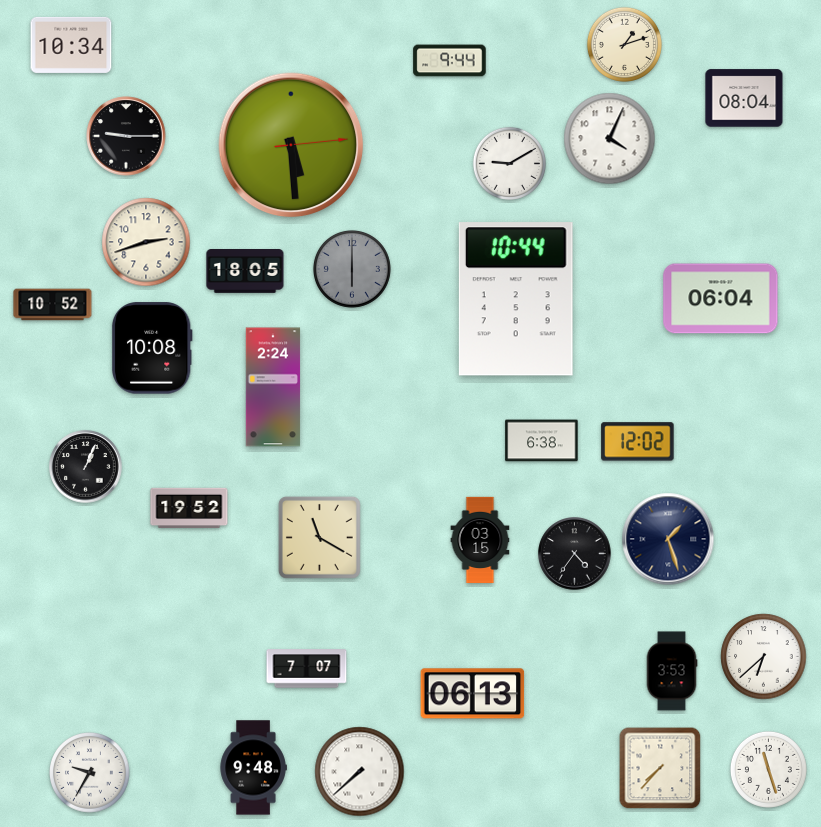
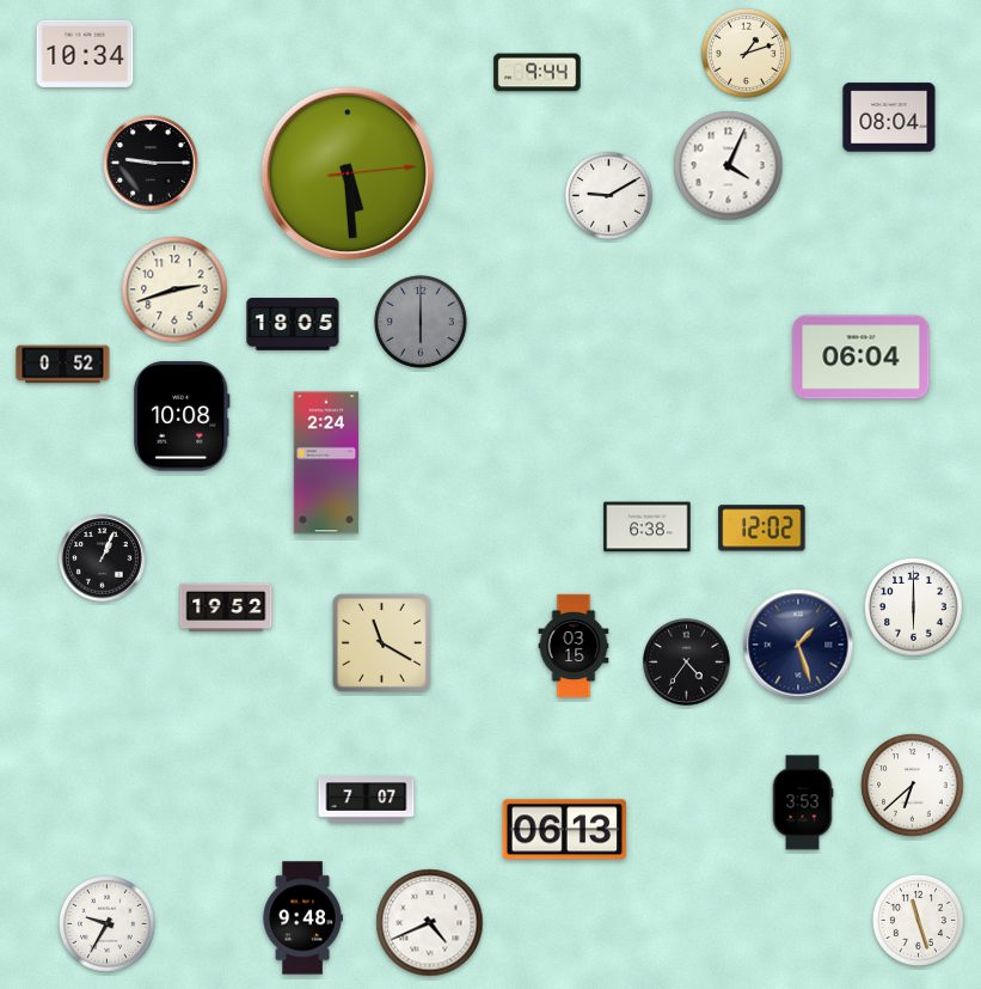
clock at (516, 299): 10:44 -> none
clock at (53, 305): 10:52 -> 0:52
clock at (914, 608): none -> 6:00
clock at (660, 768): 7:37 -> none
clock at (360, 772): 7:38 -> 4:41
